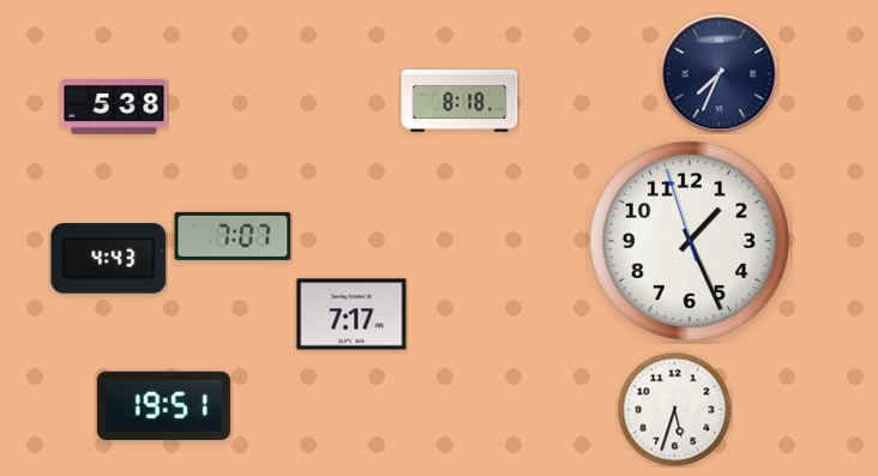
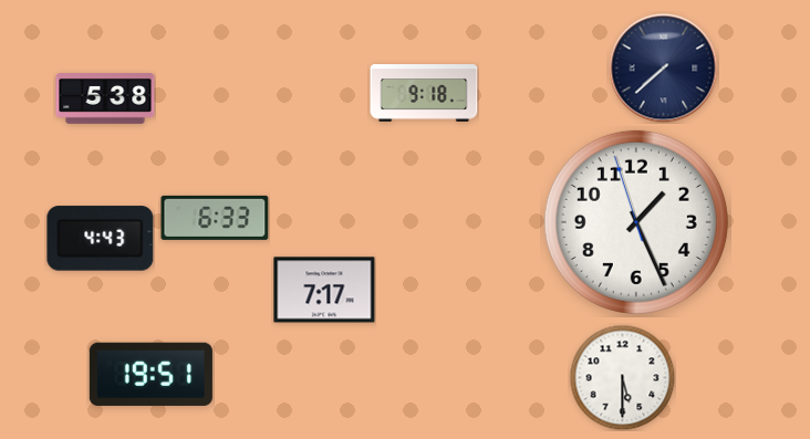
clock at (720, 74): 7:34 -> 7:38
clock at (459, 102): 8:18 -> 9:18
clock at (233, 236): 7:07 -> 6:33
clock at (674, 409): 5:33 -> 5:30
